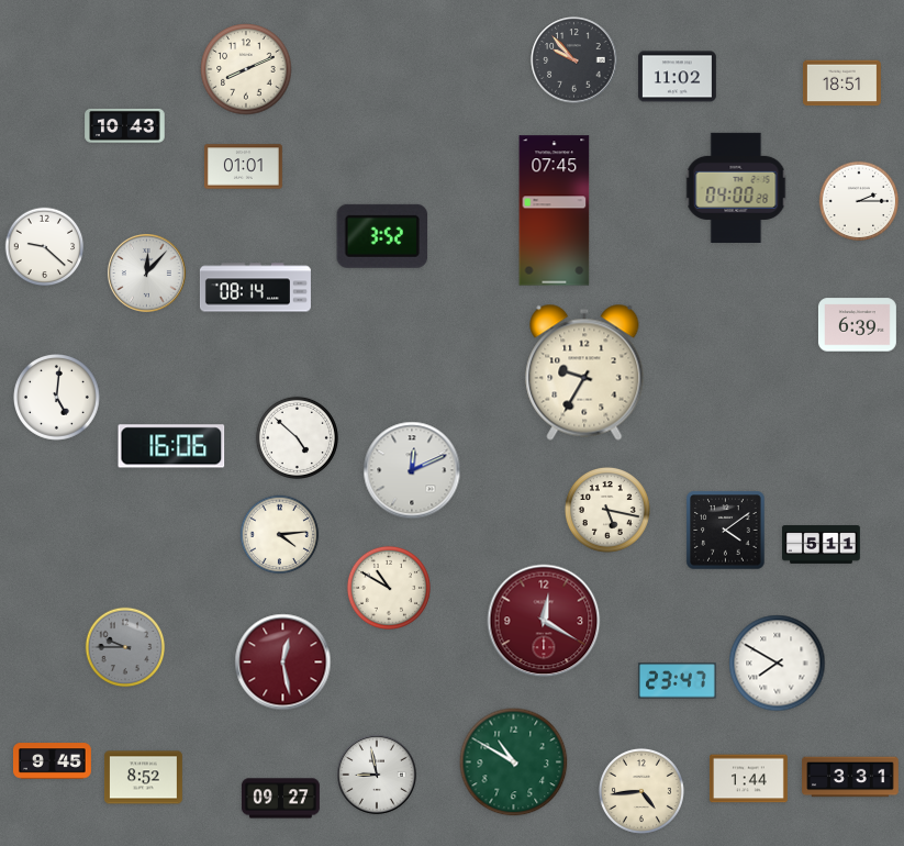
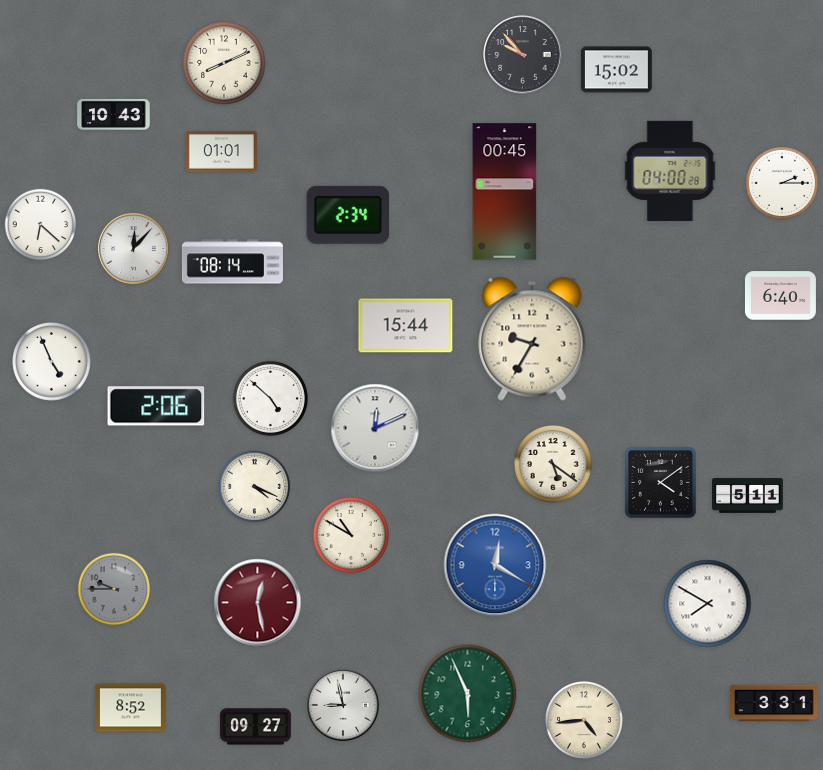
clock at (677, 77): 11:02 -> 15:02
clock at (841, 84): 18:51 -> none
clock at (555, 211): 07:45 -> 00:45
clock at (382, 236): 3:52 -> 2:34
clock at (45, 247): 9:22 -> 6:22
clock at (857, 325): 6:39 -> 6:40
clock at (406, 326): none -> 15:44
clock at (57, 398): 5:01 -> 4:56
clock at (171, 446): 16:06 -> 2:06
clock at (607, 510): 5:17 -> 5:21
clock at (280, 535): 4:14 -> 4:19
clock at (389, 588) position: (389, 588) -> (351, 535)
clock at (544, 621) dial: burgundy -> blue
clock at (677, 681): 23:47 -> none
clock at (52, 761): 9:45 -> none
clock at (514, 762): 10:50 -> 5:56
clock at (850, 777) position: (850, 777) -> (774, 703)
clock at (748, 779): 1:44 -> none
